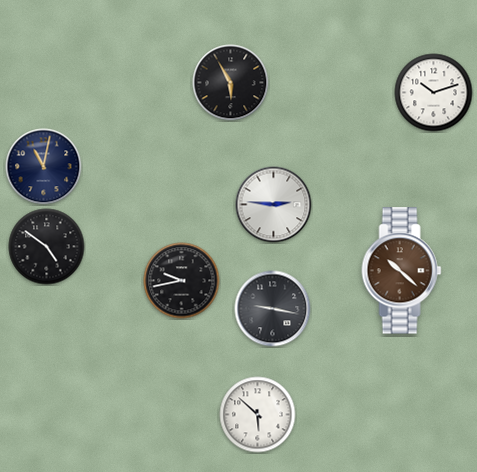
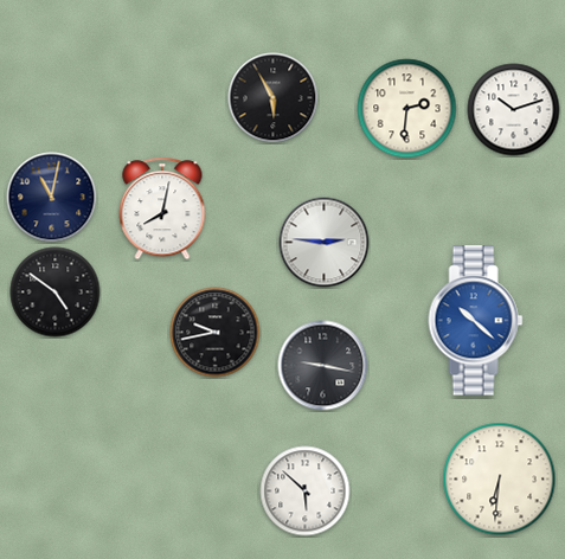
clock at (407, 109): none -> 2:31
clock at (162, 208): none -> 8:02
clock at (402, 271) dial: brown -> blue
clock at (500, 480): none -> 6:31
